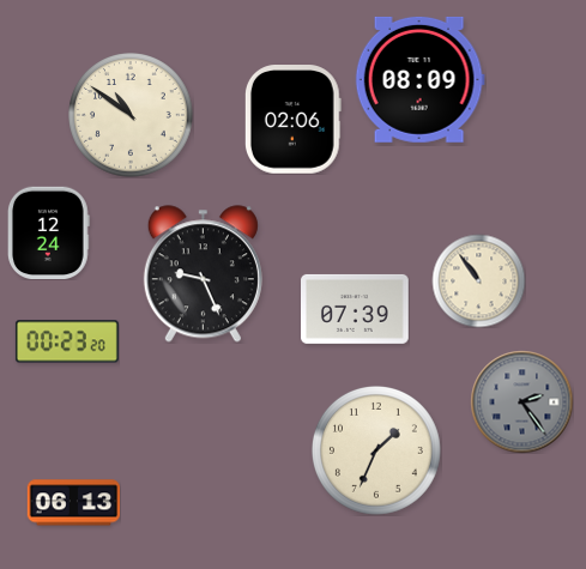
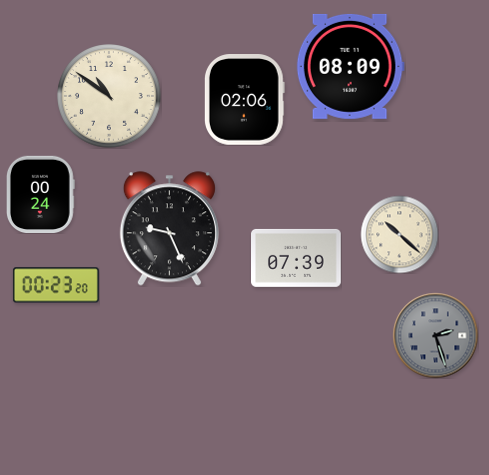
clock at (48, 232): 12:24 -> 00:24
clock at (478, 280): 10:54 -> 10:22
clock at (521, 401): 2:24 -> 2:27
clock at (376, 450): 1:34 -> none
clock at (73, 503): 06:13 -> none
